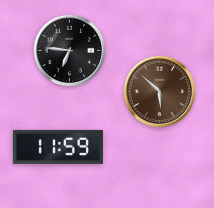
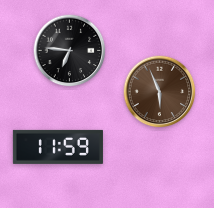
clock at (160, 92): 5:52 -> 5:56
